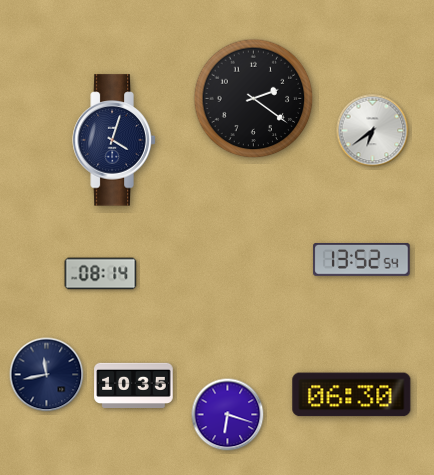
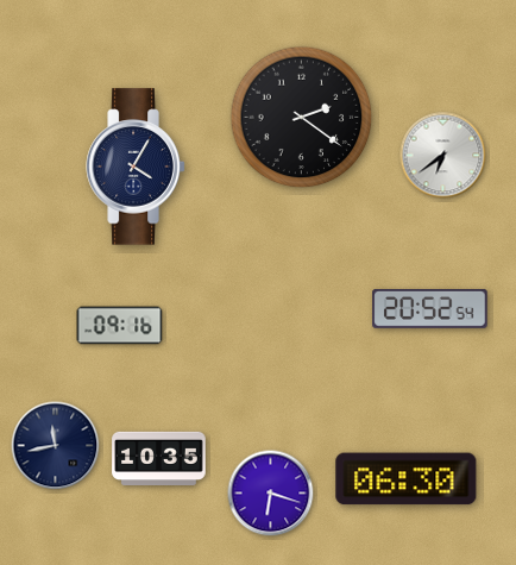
clock at (114, 140): 4:03 -> 4:05
clock at (362, 260): 13:52 -> 20:52
clock at (101, 274): 08:14 -> 09:16
clock at (352, 395) position: (352, 395) -> (407, 479)
